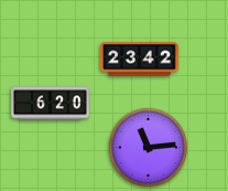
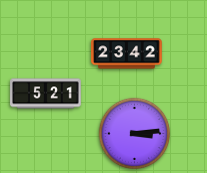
clock at (51, 104): 6:20 -> 5:21
clock at (149, 148): 11:14 -> 3:14
